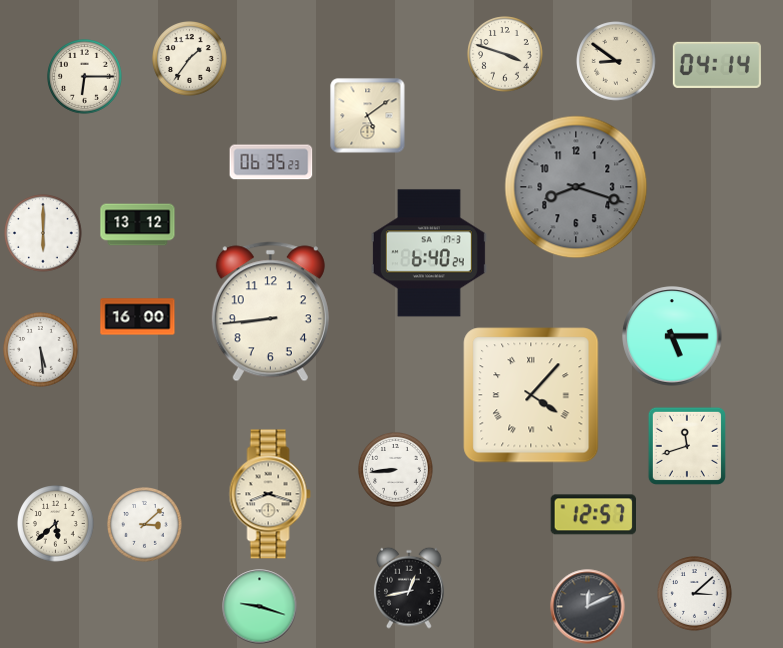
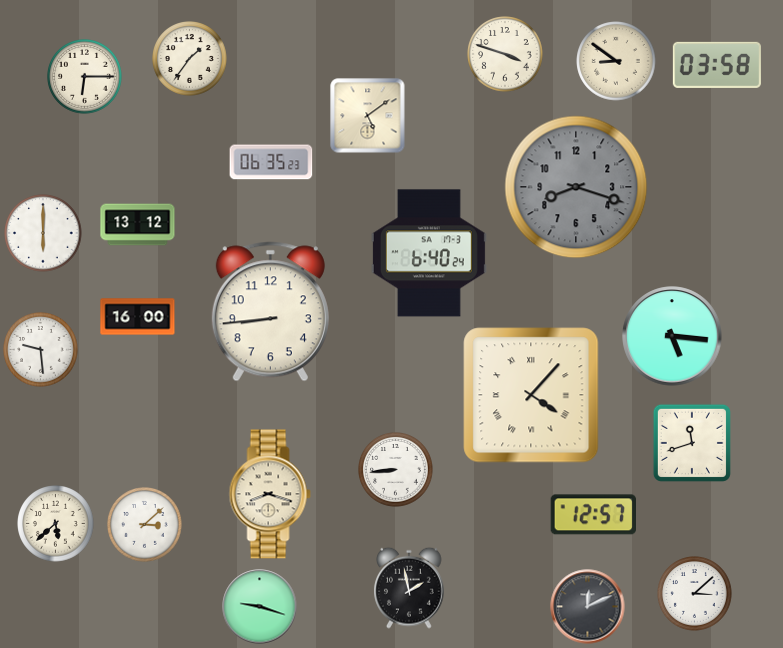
clock at (717, 65): 04:14 -> 03:58
clock at (672, 336): 5:15 -> 5:16
clock at (41, 350): 5:29 -> 9:29
clock at (687, 446) position: (687, 446) -> (692, 443)
clock at (410, 588): 12:43 -> 1:58
